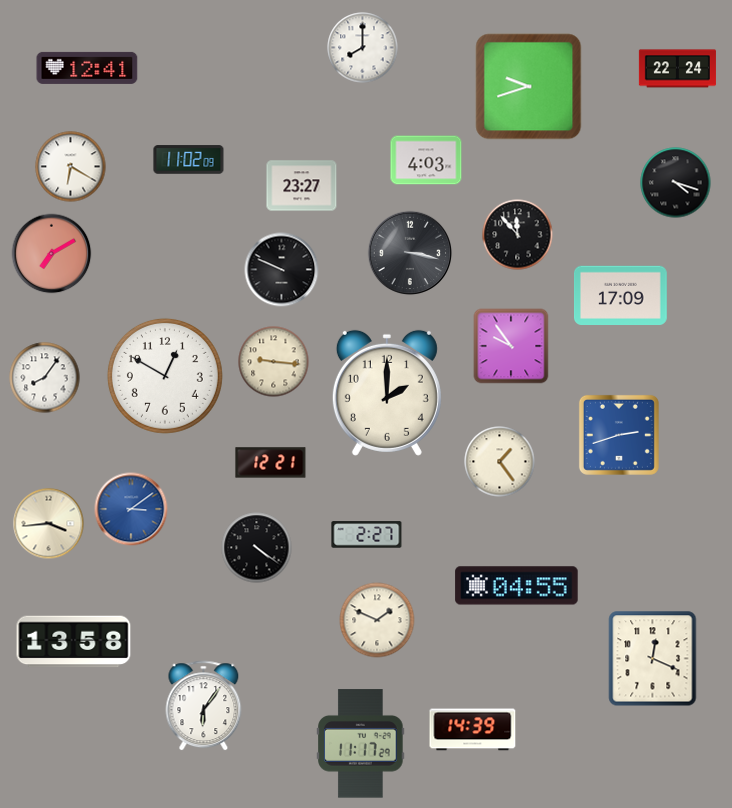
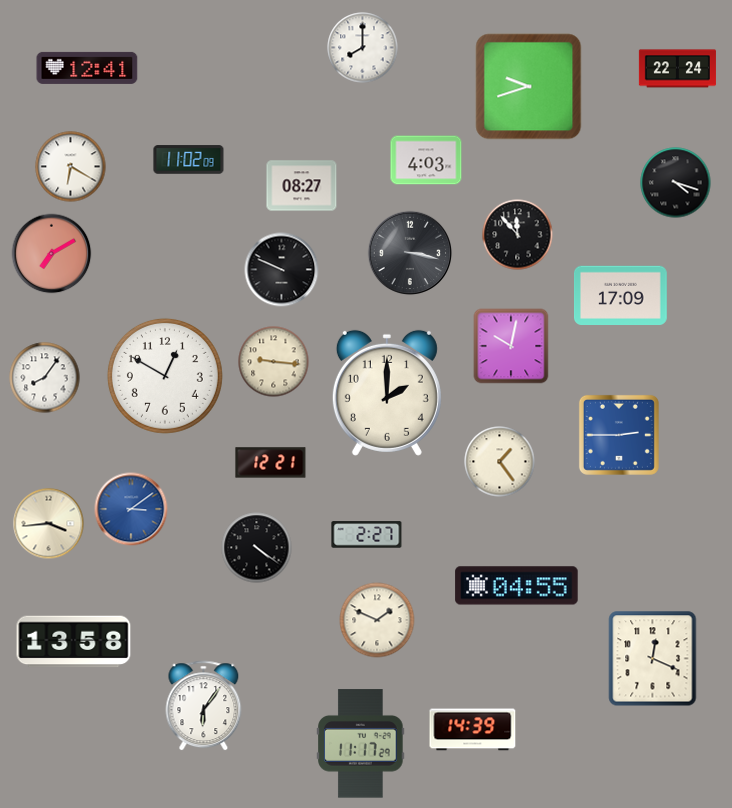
clock at (302, 186): 23:27 -> 08:27
clock at (511, 346): 9:54 -> 10:02
clock at (619, 435): 2:42 -> 2:45
